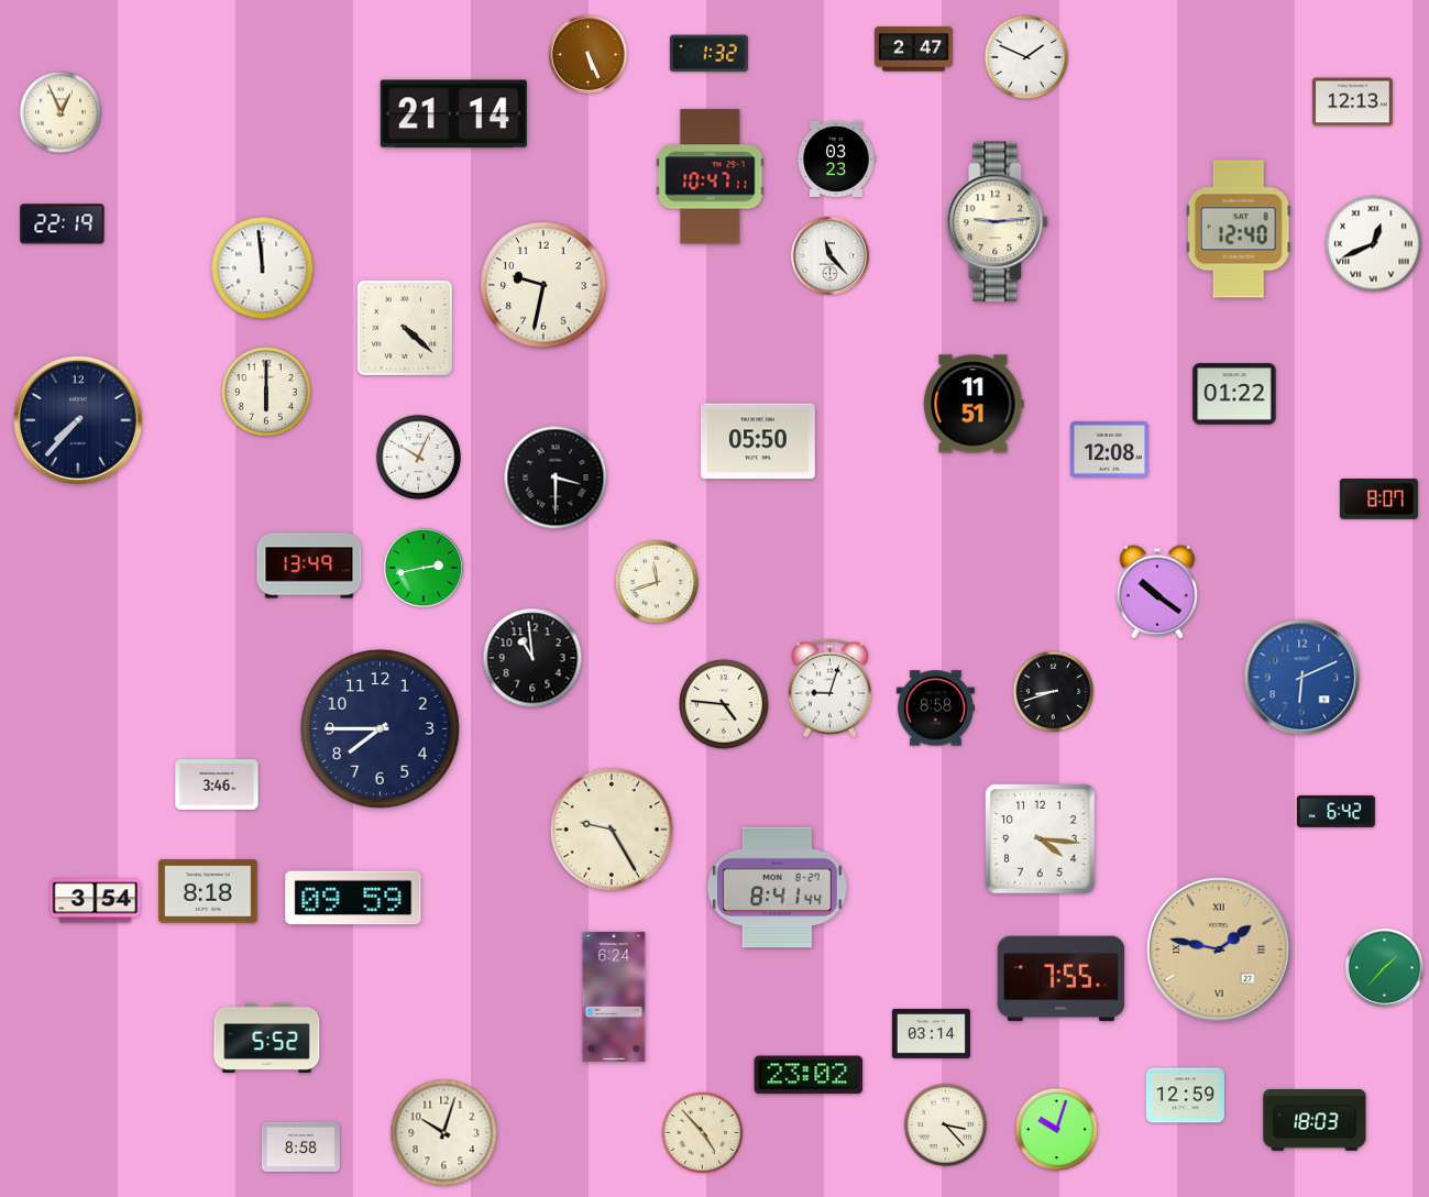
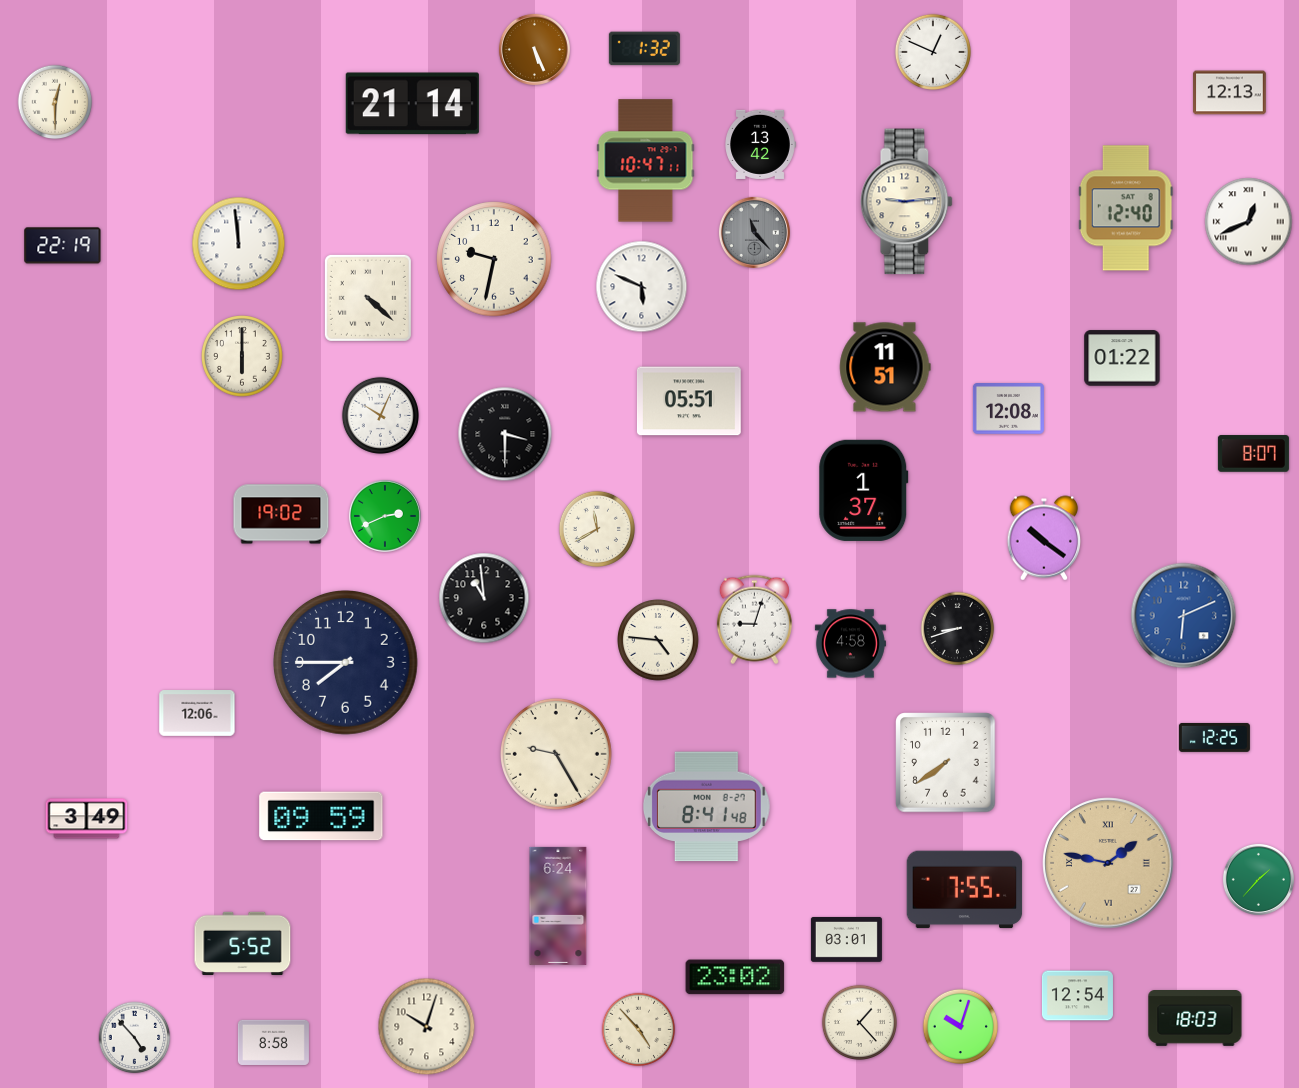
clock at (913, 50): 2:47 -> none
clock at (1026, 57): 1:49 -> 12:49
clock at (61, 112): 12:56 -> 12:30
clock at (836, 158): 03:23 -> 13:42
clock at (63, 224) position: (63, 224) -> (63, 246)
clock at (829, 255) dial: white -> grey
clock at (642, 287): none -> 5:49
clock at (78, 420): 7:37 -> none
clock at (758, 441): 05:50 -> 05:51
clock at (864, 490): none -> 1:37
clock at (309, 565): 13:49 -> 19:02
clock at (424, 568): 2:43 -> 2:41
clock at (657, 582): 11:42 -> 11:40
clock at (1157, 592) position: (1157, 592) -> (1044, 538)
clock at (829, 689) position: (829, 689) -> (754, 620)
clock at (935, 709): 8:58 -> 4:58
clock at (217, 786): 3:46 -> 12:06
clock at (1335, 811): 6:42 -> 12:25
clock at (1041, 839): 4:16 -> 7:39
clock at (777, 888): 8:41:44 -> 8:41:48
clock at (208, 891): 8:18 -> none
clock at (96, 901): 3:54 -> 3:49
clock at (931, 1034): 03:14 -> 03:01
clock at (1185, 1096): 12:59 -> 12:54
clock at (945, 1124): 3:23 -> 1:23
clock at (444, 1133) position: (444, 1133) -> (427, 1027)
clock at (135, 1038): none -> 4:53
